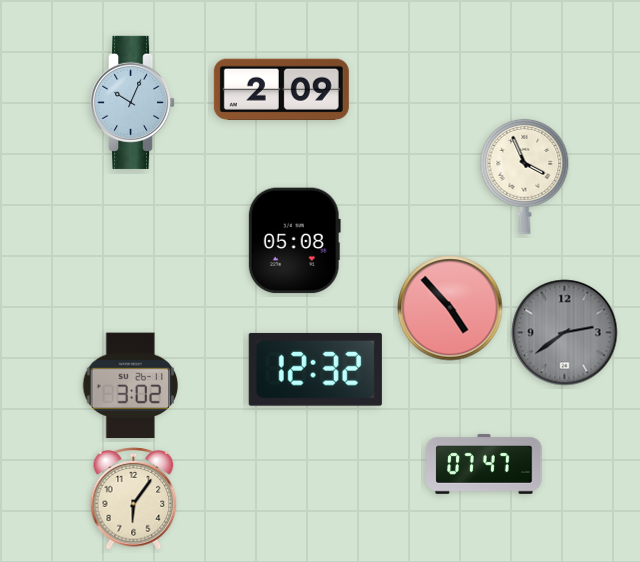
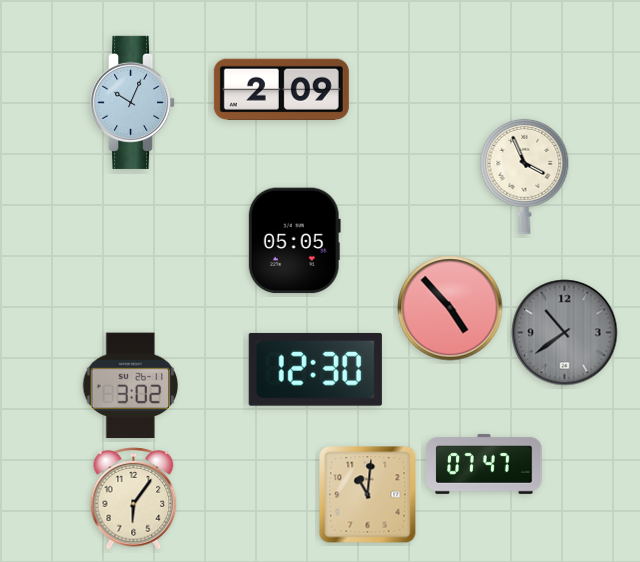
clock at (294, 241): 05:08 -> 05:05
clock at (565, 333): 2:39 -> 10:39
clock at (315, 369): 12:32 -> 12:30
clock at (368, 495): none -> 11:01
